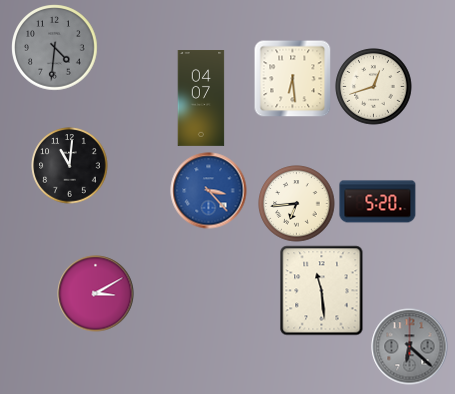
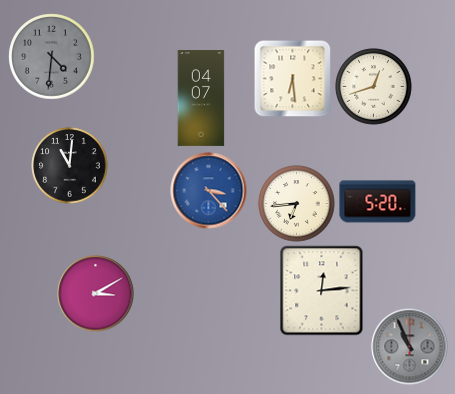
clock at (55, 48) position: (55, 48) -> (52, 57)
clock at (322, 291): 11:29 -> 12:14
clock at (410, 347): 6:22 -> 10:56
